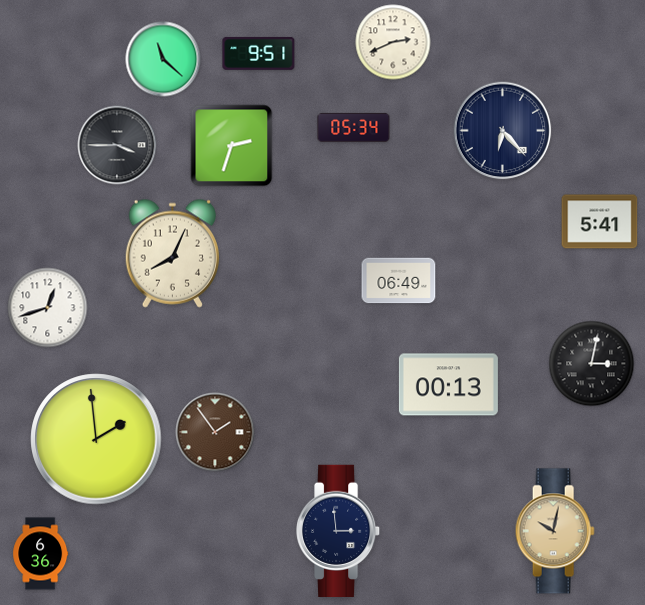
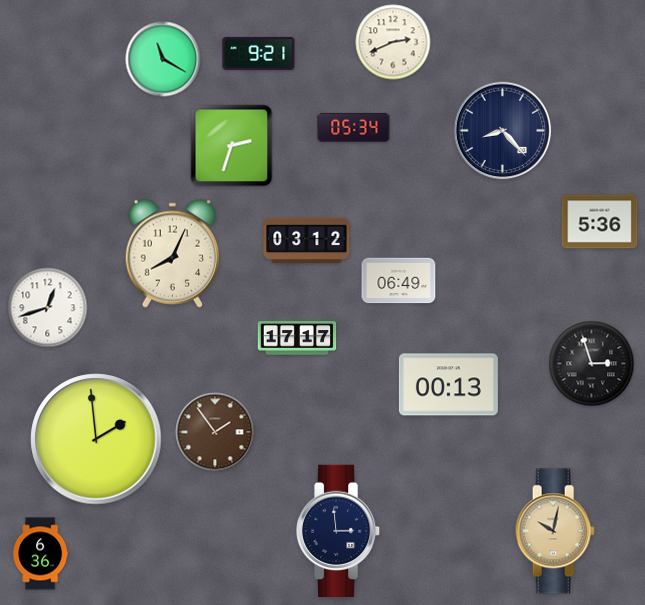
clock at (259, 53): 9:51 -> 9:21
clock at (163, 59): 11:22 -> 11:20
clock at (503, 131): 6:23 -> 8:23
clock at (117, 145): 3:45 -> none
clock at (600, 222): 5:41 -> 5:36
clock at (307, 240): none -> 03:12
clock at (297, 338): none -> 17:17
clock at (592, 364): 3:02 -> 2:57
